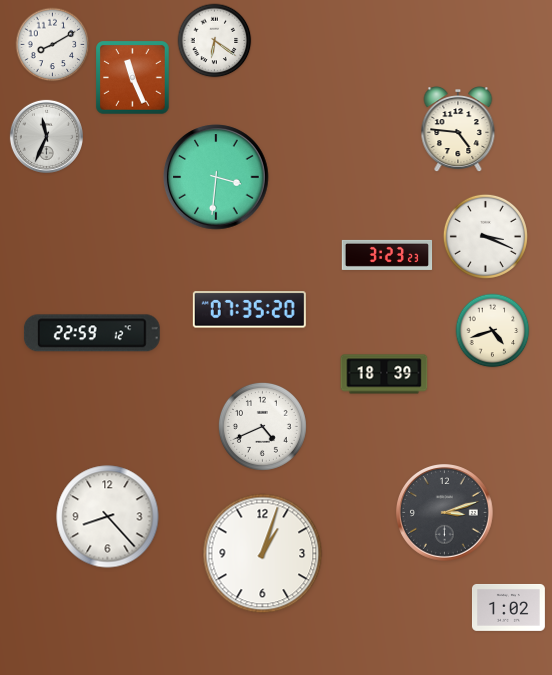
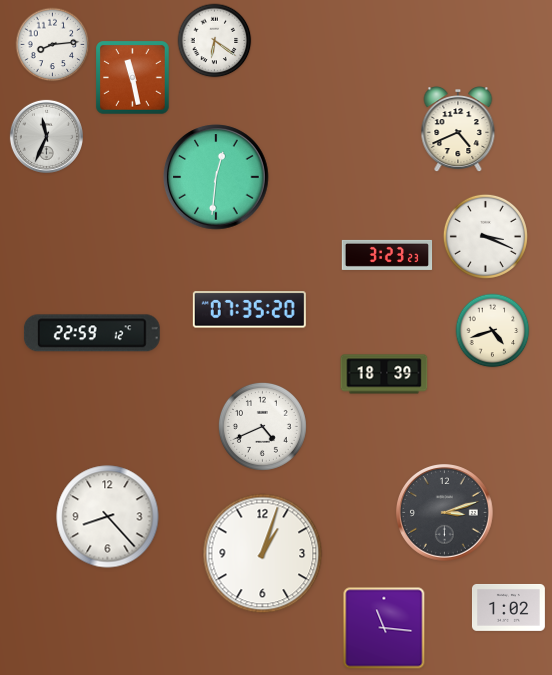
clock at (53, 45): 8:10 -> 8:14
clock at (133, 78): 11:26 -> 11:28
clock at (458, 130): 4:46 -> 4:41
clock at (216, 177): 3:31 -> 12:31
clock at (384, 628): none -> 11:16
